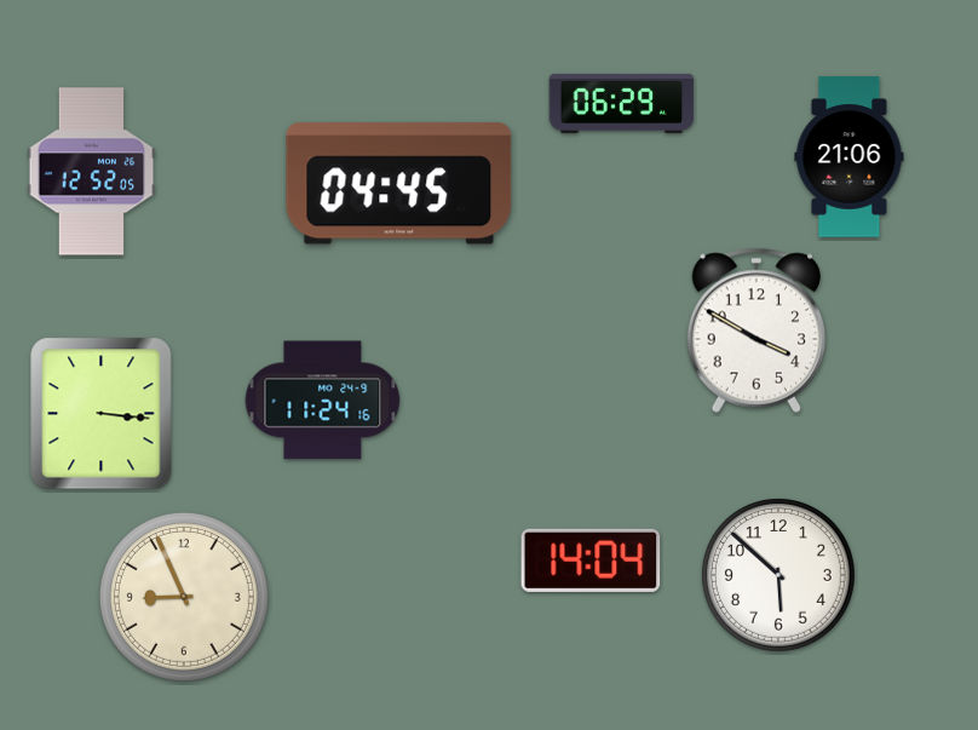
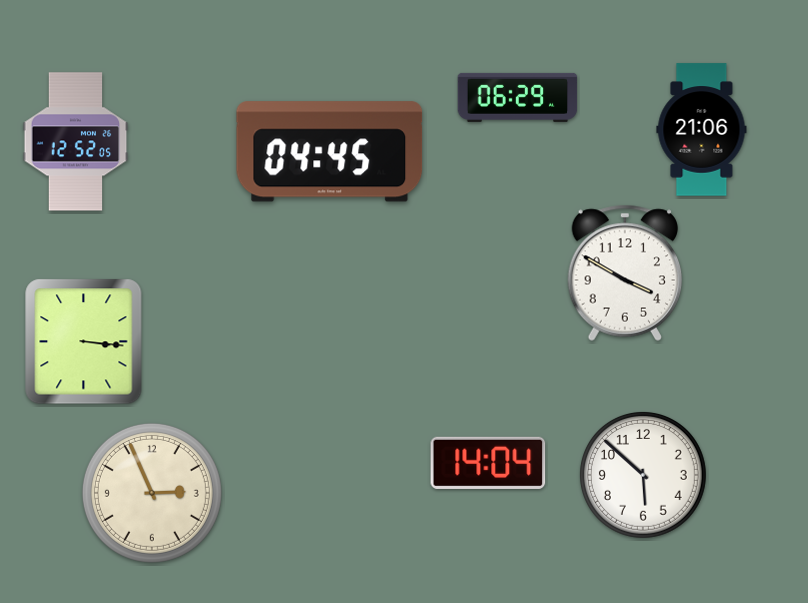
clock at (622, 103) position: (622, 103) -> (518, 97)
clock at (323, 401): 11:24 -> none
clock at (184, 597): 8:56 -> 2:56
